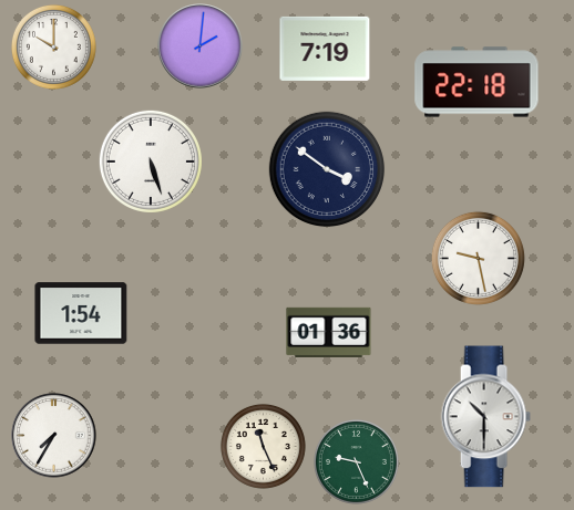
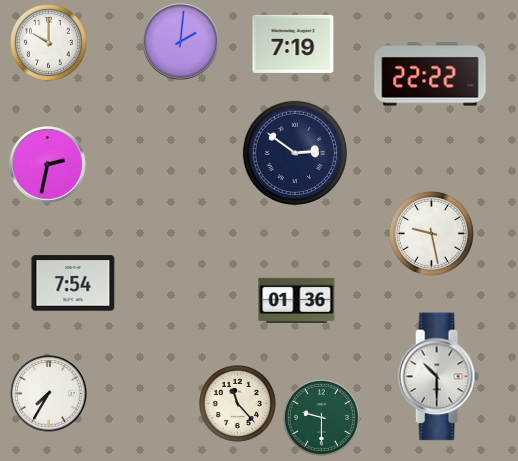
clock at (476, 82): 22:18 -> 22:22
clock at (151, 162): 5:27 -> none
clock at (327, 169): 3:51 -> 2:51
clock at (48, 165): none -> 2:32
clock at (81, 313): 1:54 -> 7:54
clock at (263, 446): 11:26 -> 11:23
clock at (356, 461): 9:26 -> 9:30
